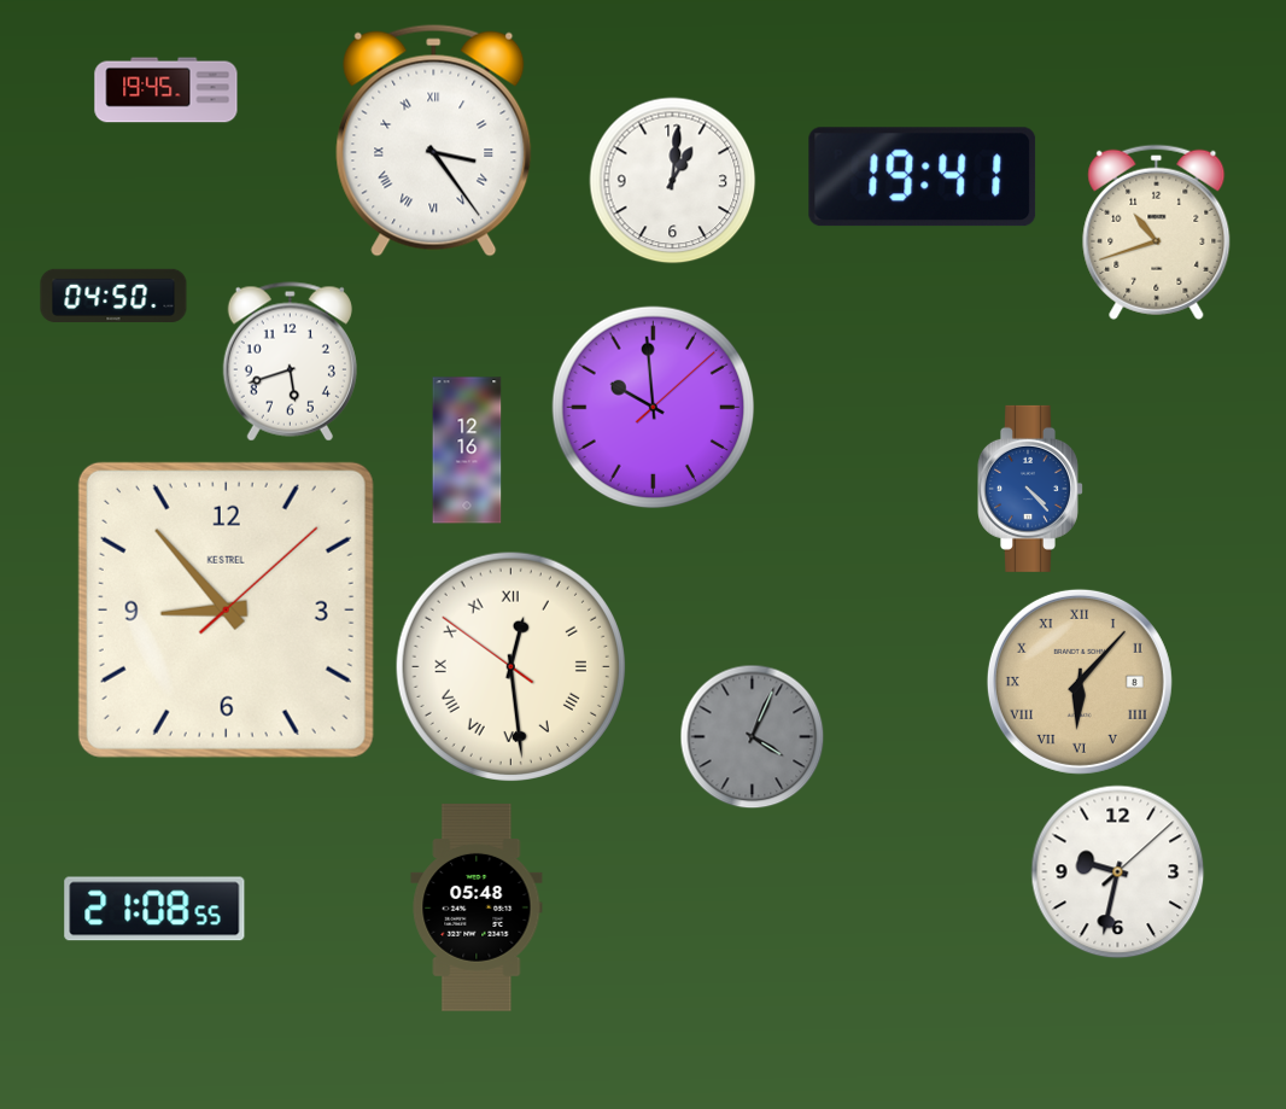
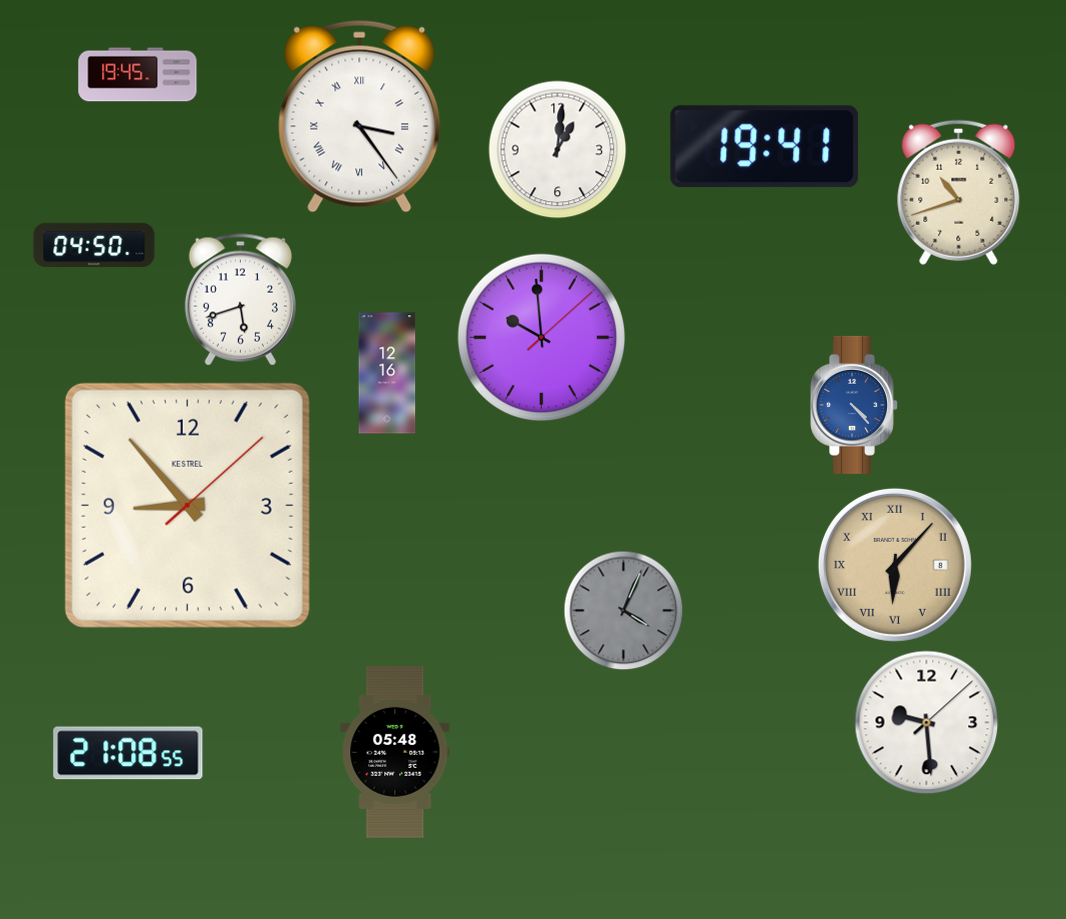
clock at (510, 666): 12:28 -> none
clock at (1118, 872): 9:32 -> 9:29
